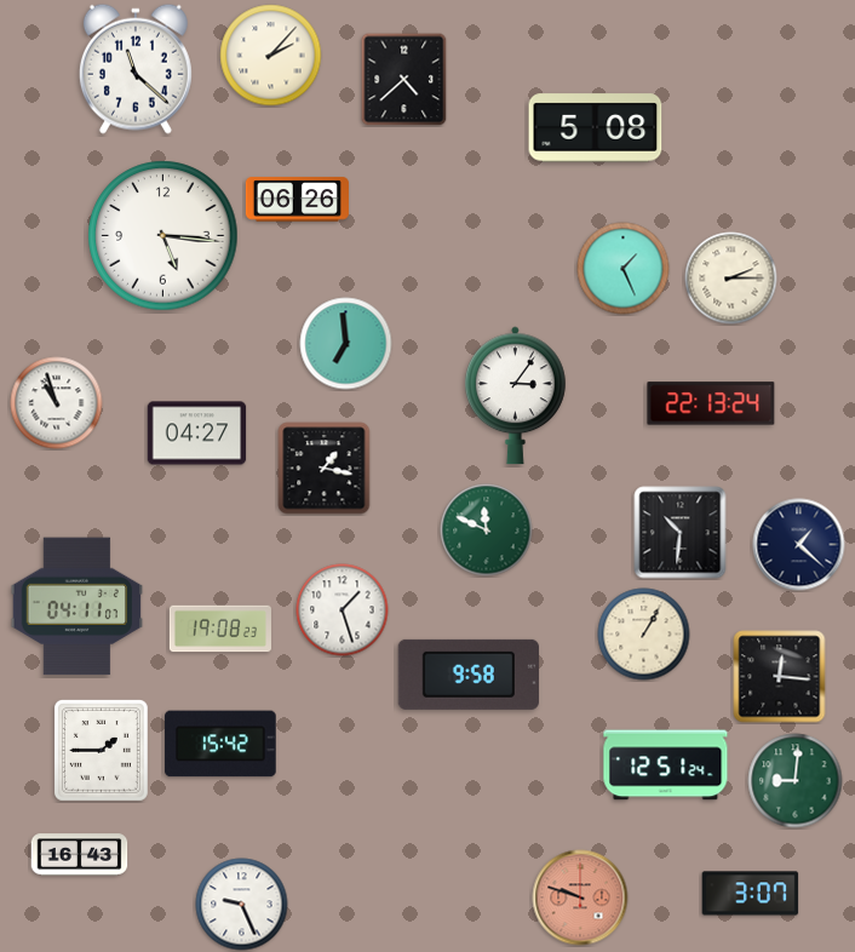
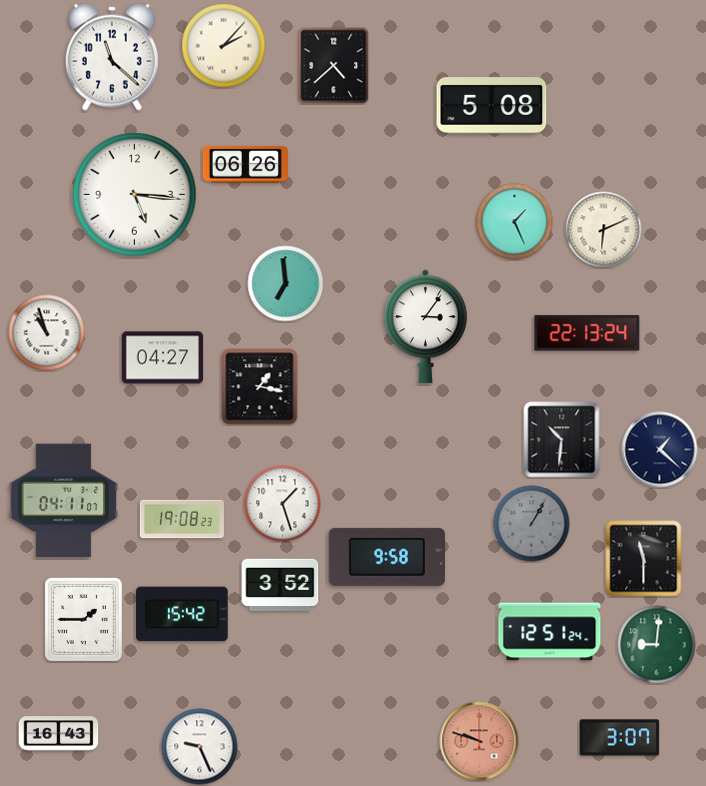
clock at (731, 279): 2:15 -> 6:11
clock at (325, 469) position: (325, 469) -> (260, 387)
clock at (487, 531): 11:49 -> none
clock at (644, 635) dial: cream -> grey
clock at (780, 677): 12:16 -> 11:30
clock at (280, 585): none -> 3:52
clock at (80, 855) position: (80, 855) -> (59, 734)
